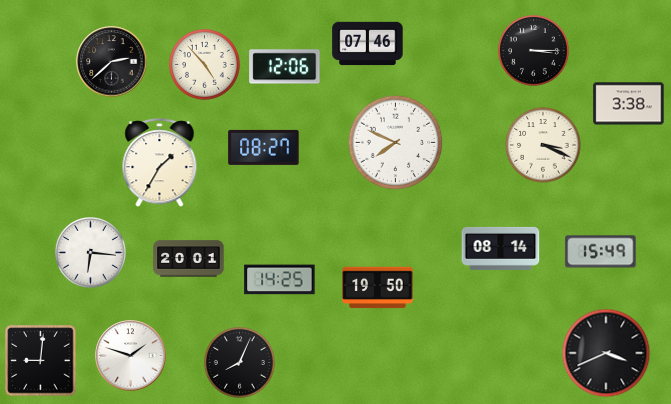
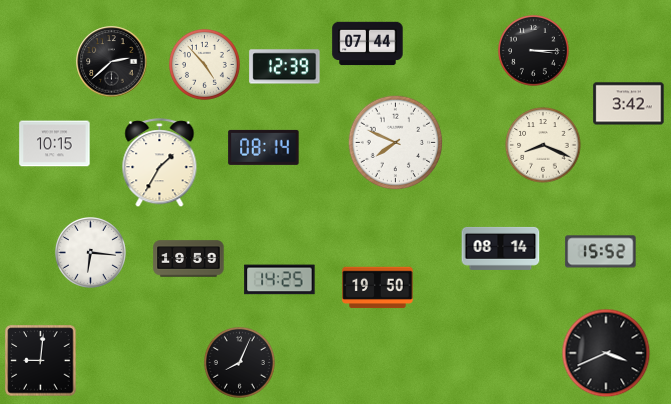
clock at (368, 44): 07:46 -> 07:44
clock at (285, 67): 12:06 -> 12:39
clock at (629, 104): 3:38 -> 3:42
clock at (55, 144): none -> 10:15
clock at (543, 145): 3:19 -> 8:19
clock at (264, 147): 08:27 -> 08:14
clock at (601, 252): 15:49 -> 15:52
clock at (189, 259): 20:01 -> 19:59
clock at (131, 356): 1:48 -> none
